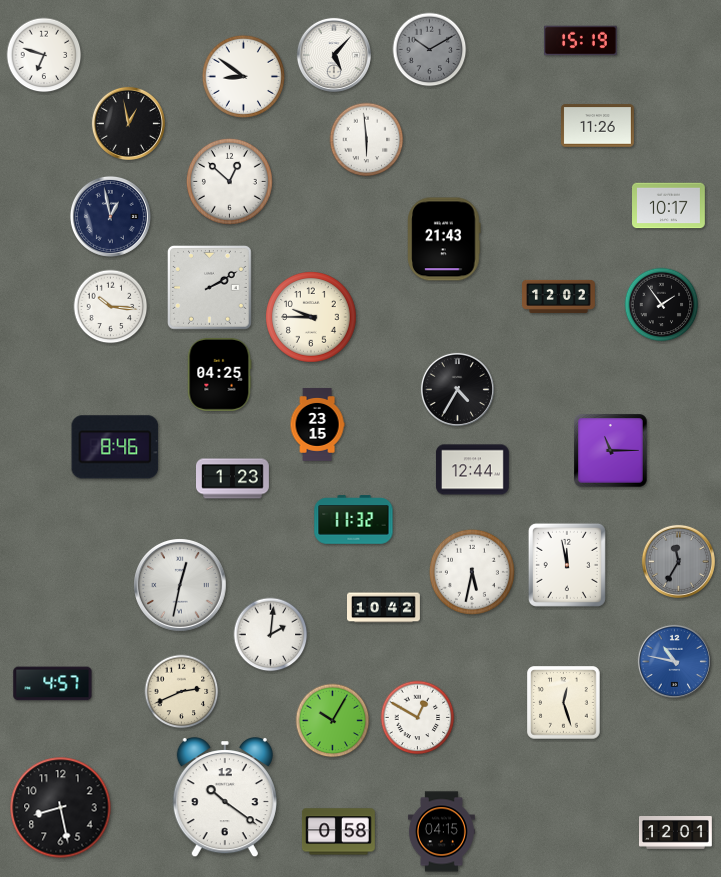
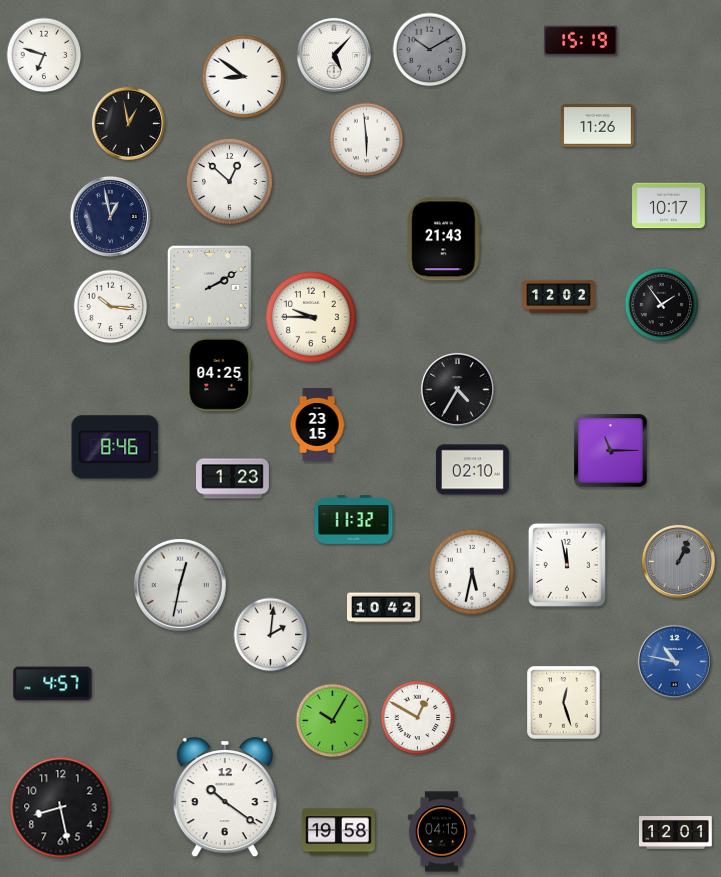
clock at (473, 470): 12:44 -> 02:10
clock at (678, 561): 11:35 -> 1:04
clock at (182, 692): 2:41 -> none
clock at (338, 832): 0:58 -> 19:58
